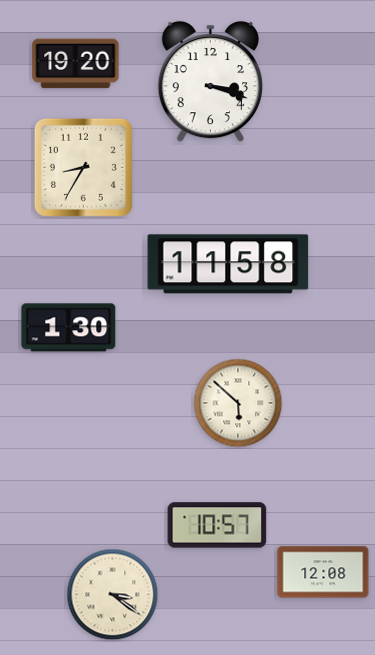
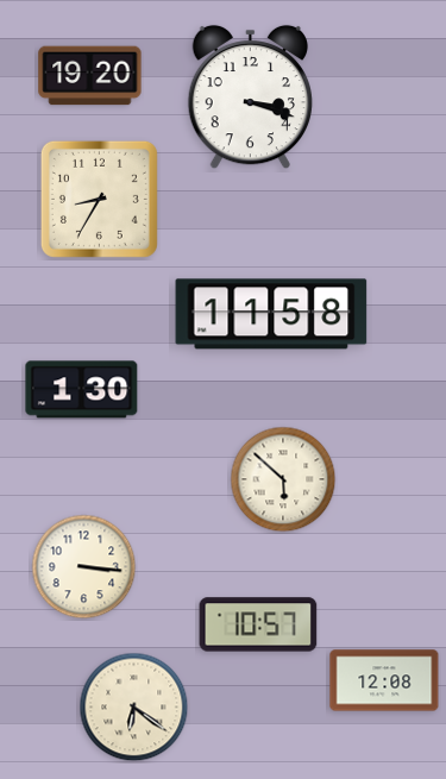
clock at (84, 567): none -> 3:16
clock at (113, 595): 3:21 -> 6:21
